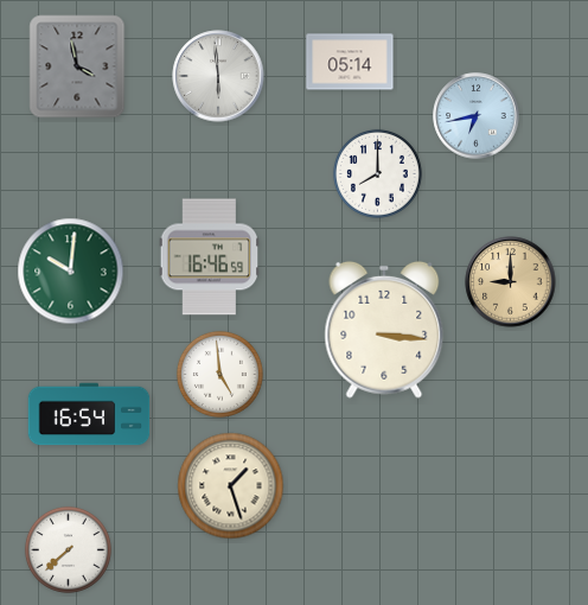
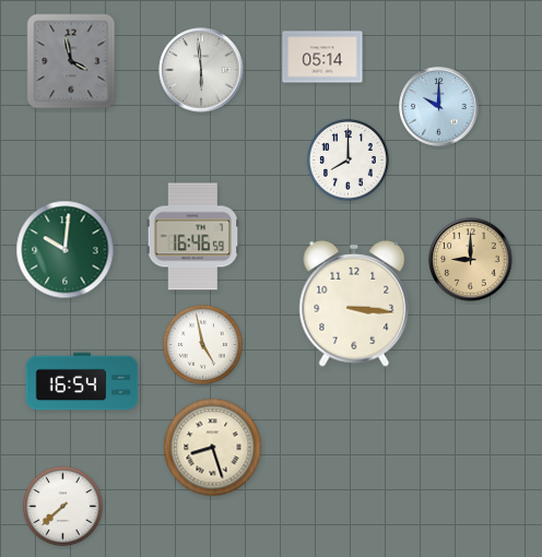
clock at (477, 116): 6:43 -> 10:00
clock at (219, 374): 4:59 -> 4:58
clock at (231, 486): 1:27 -> 8:27
